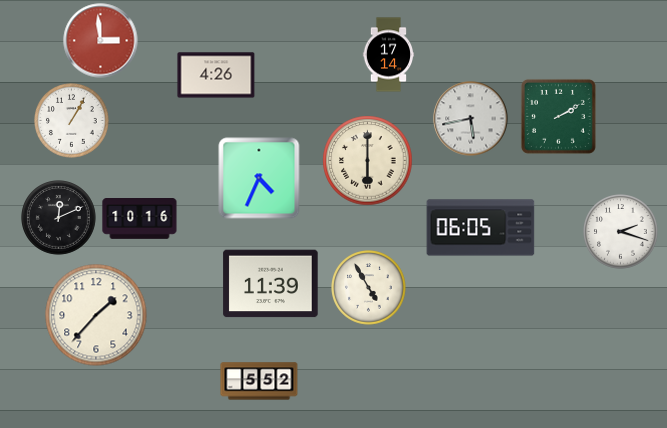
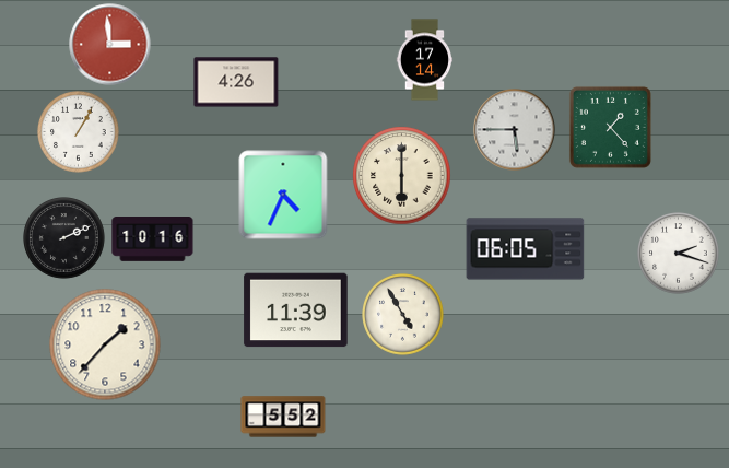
clock at (558, 116): 2:10 -> 1:23
clock at (471, 119): 5:43 -> 5:45
clock at (59, 218): 12:11 -> 2:11
